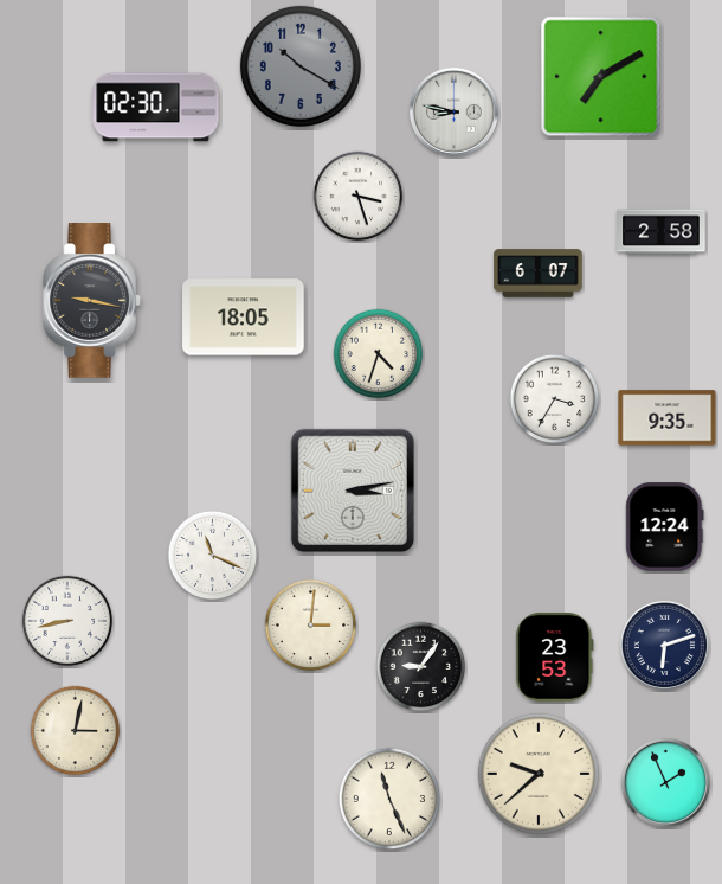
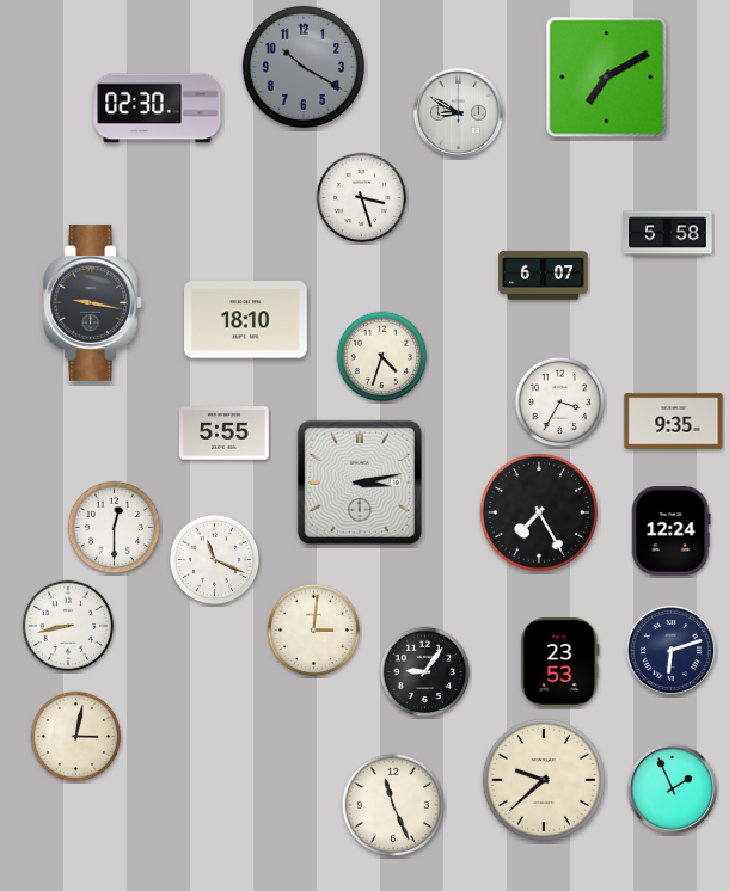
clock at (453, 111): 8:47 -> 8:50
clock at (662, 232): 2:58 -> 5:58
clock at (244, 318): 18:05 -> 18:10
clock at (225, 434): none -> 5:55
clock at (352, 489) position: (352, 489) -> (359, 481)
clock at (539, 512): none -> 7:25
clock at (115, 528): none -> 12:30
